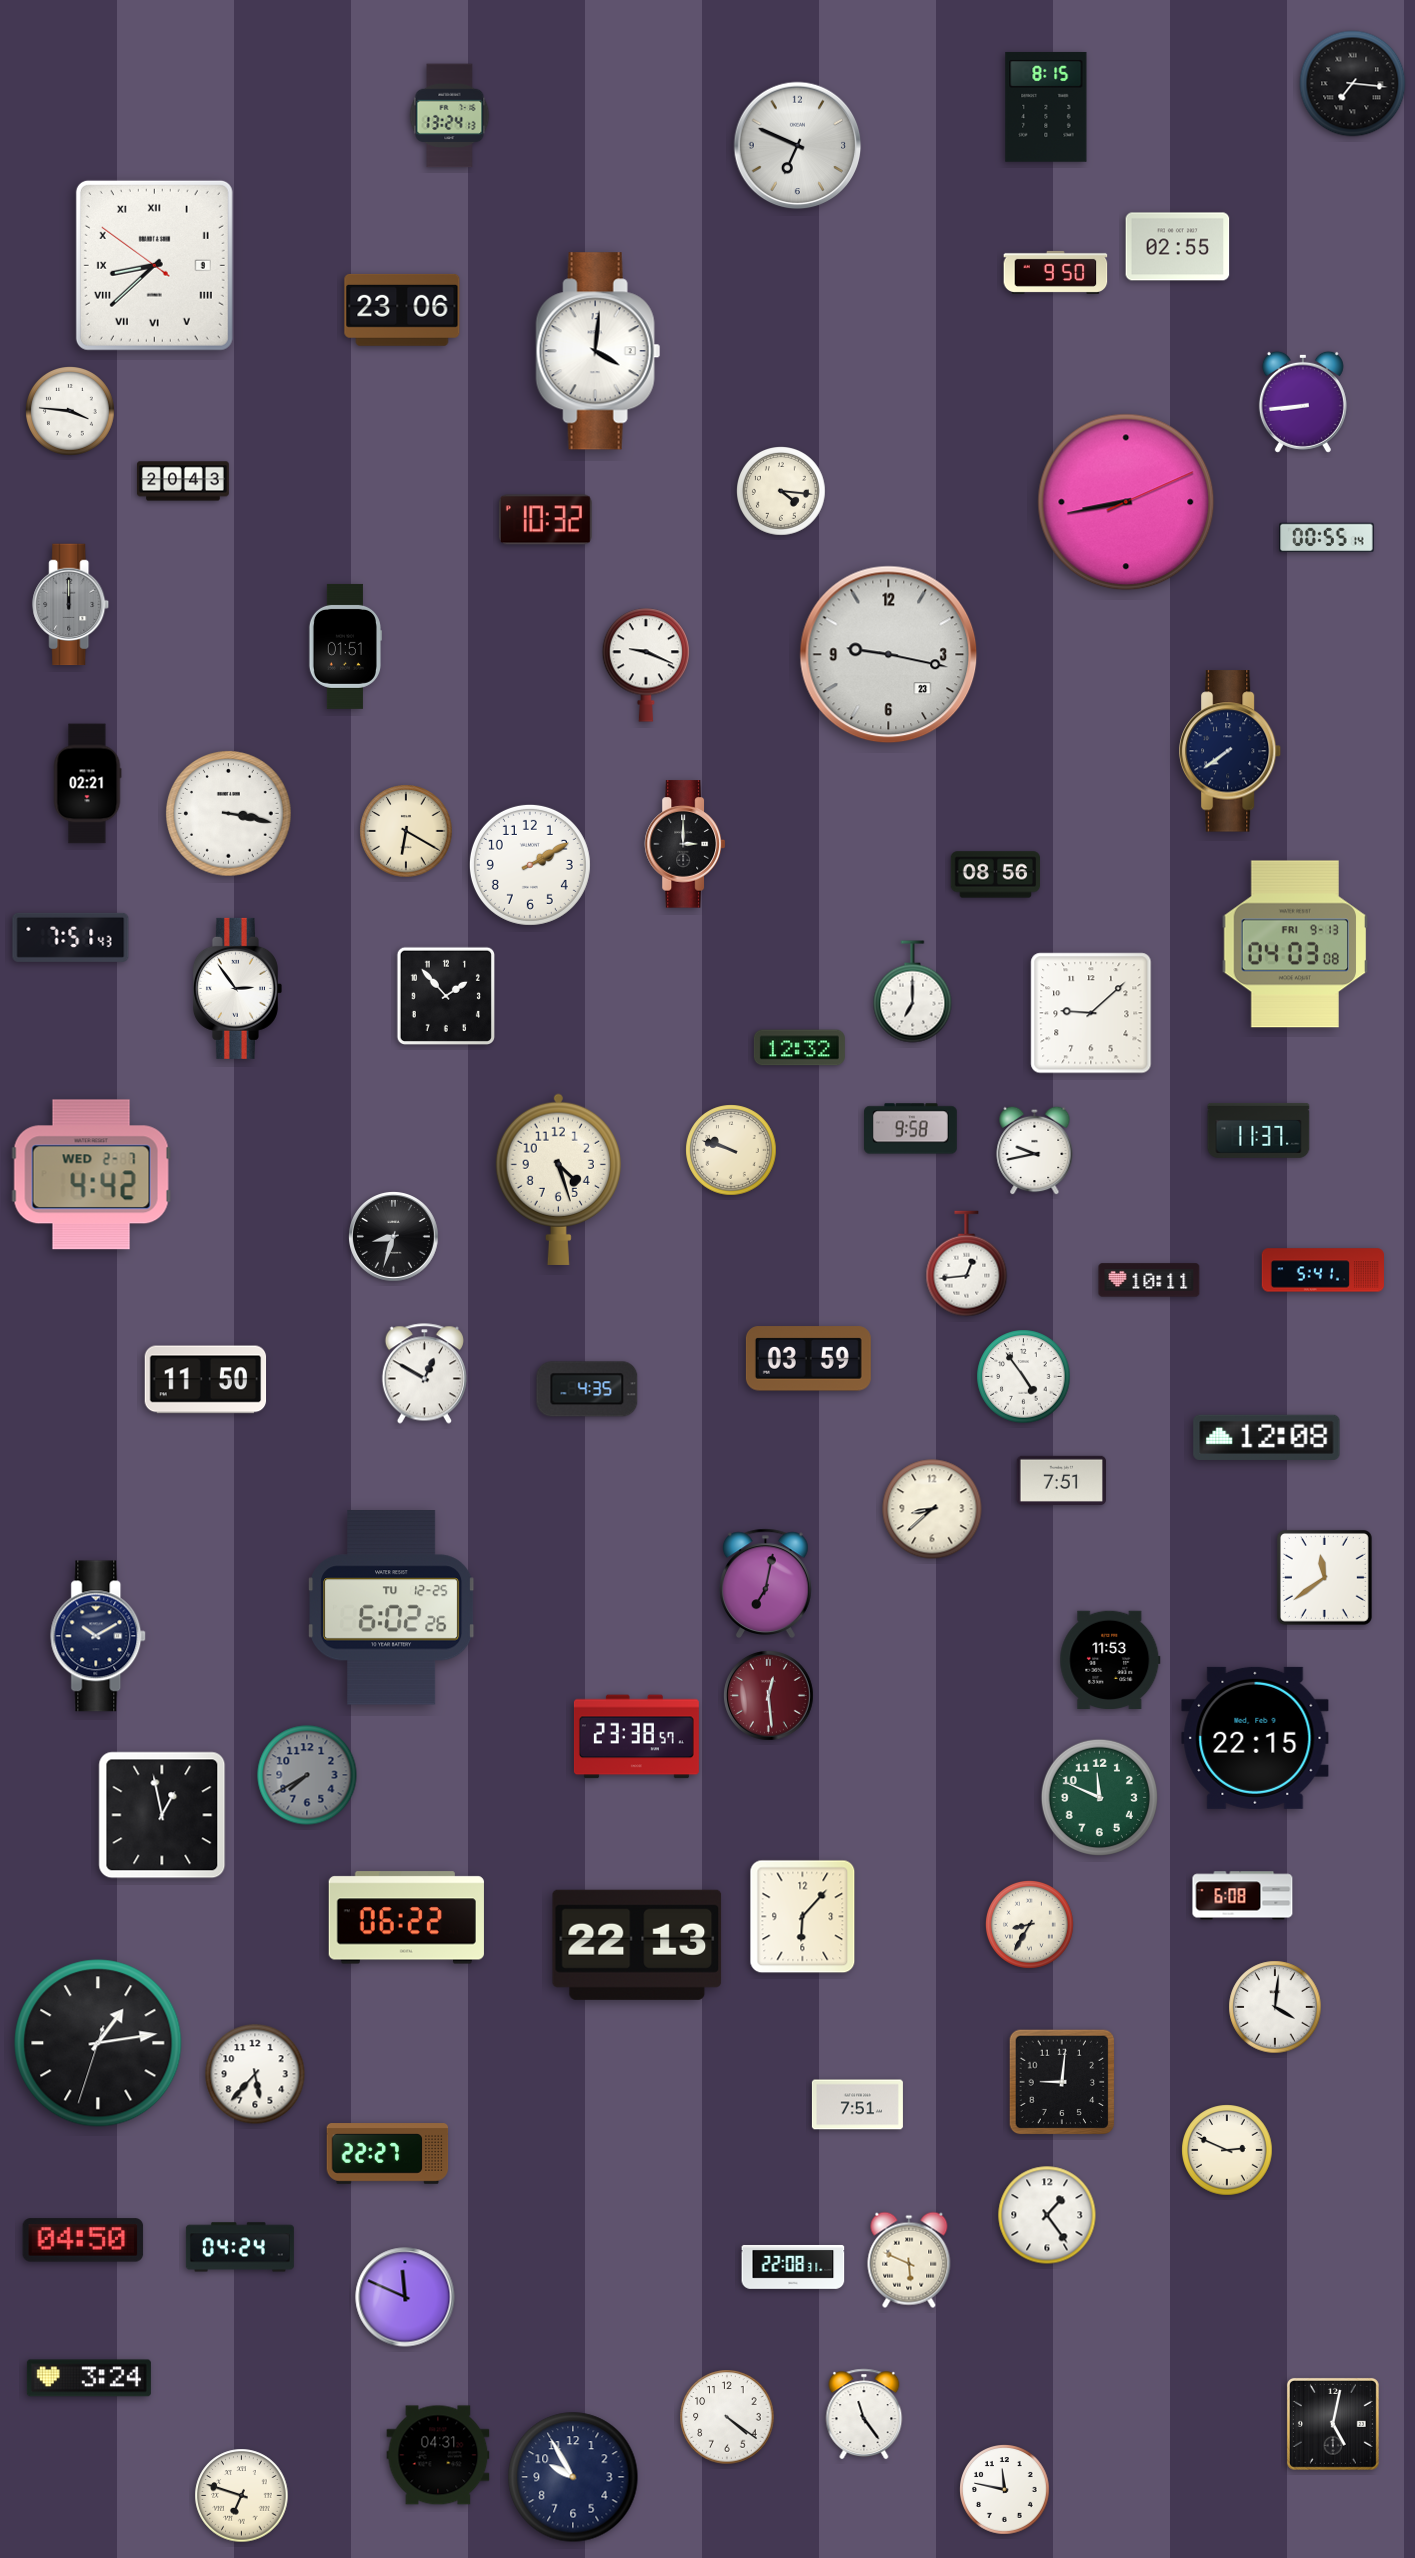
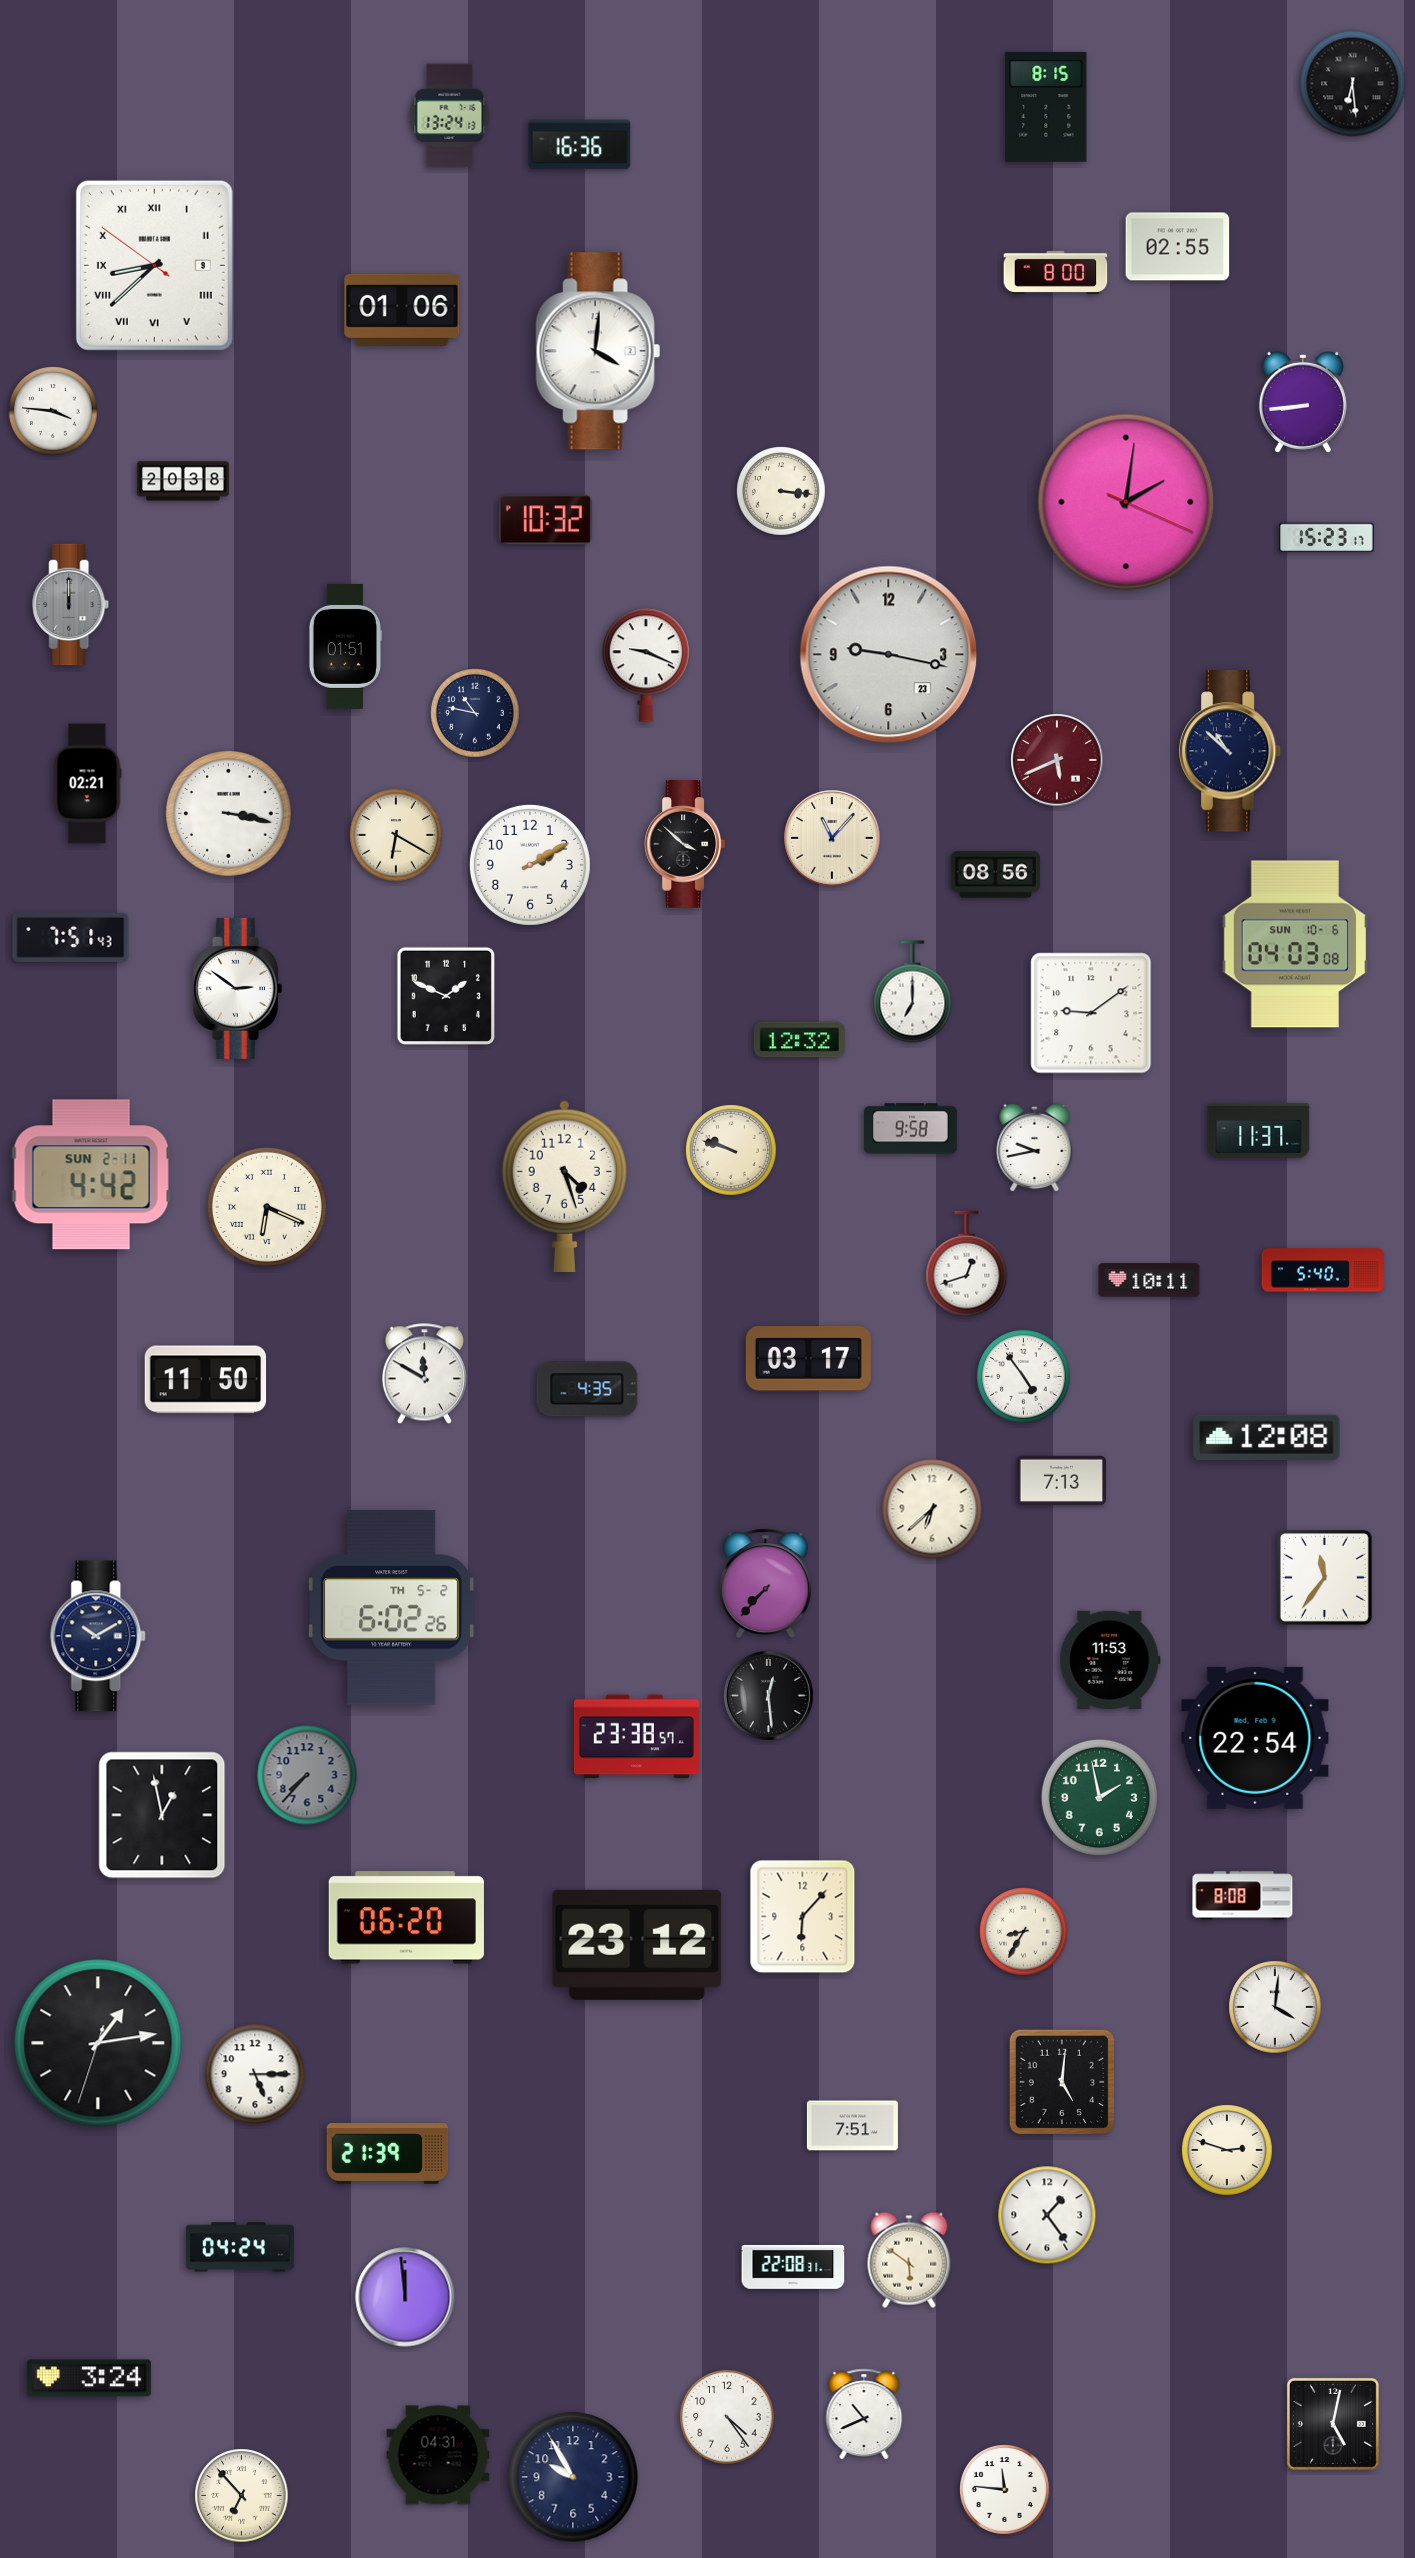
clock at (1353, 84): 7:16 -> 6:29
clock at (580, 145): none -> 16:36
clock at (798, 146): 6:49 -> none
clock at (1056, 272): 9:50 -> 8:00
clock at (402, 310): 23:06 -> 01:06
clock at (71, 412) position: (71, 412) -> (54, 412)
clock at (183, 481): 20:43 -> 20:38
clock at (782, 492): 4:16 -> 3:16
clock at (1126, 502): 8:43 -> 2:01
clock at (1327, 538): 00:55 -> 15:23
clock at (476, 714): none -> 10:47
clock at (1230, 751): 7:39 -> 10:52
clock at (1057, 760): none -> 5:41
clock at (406, 831) position: (406, 831) -> (396, 835)
clock at (832, 838): none -> 11:07
clock at (684, 844): 3:00 -> 3:52
clock at (1295, 944) date: FRI 9-13 -> SUN 10-6
clock at (237, 988): 2:54 -> 2:51
clock at (445, 995): 1:53 -> 1:49
clock at (1091, 1013): 9:08 -> 9:09
clock at (799, 1048) position: (799, 1048) -> (799, 1040)
clock at (1035, 1150) position: (1035, 1150) -> (1035, 1147)
clock at (91, 1175) date: WED 2-7 -> SUN 2-11
clock at (558, 1179) position: (558, 1179) -> (564, 1186)
clock at (267, 1207): none -> 6:19
clock at (394, 1237): 8:33 -> none
clock at (967, 1264): 12:44 -> 12:42
clock at (1323, 1270): 5:41 -> 5:40
clock at (808, 1359): 03:59 -> 03:17
clock at (424, 1374): 12:50 -> 11:50
clock at (1061, 1480): 7:51 -> 7:13
clock at (932, 1509): 8:38 -> 6:38
clock at (1324, 1577): 11:39 -> 11:36
clock at (766, 1583): 7:02 -> 7:37
clock at (392, 1608) date: TU 12-25 -> TH 5-2
clock at (769, 1696) dial: burgundy -> black
clock at (1255, 1738): 22:15 -> 22:54
clock at (307, 1775): 7:40 -> 7:37
clock at (1099, 1797): 11:49 -> 1:58
clock at (1243, 1896): 6:08 -> 8:08
clock at (406, 1918): 06:22 -> 06:20
clock at (1029, 1924) position: (1029, 1924) -> (1023, 1931)
clock at (637, 1945): 22:13 -> 23:12
clock at (255, 2074): 5:37 -> 5:15
clock at (1062, 2082): 9:01 -> 5:01
clock at (857, 2105) position: (857, 2105) -> (852, 2126)
clock at (1227, 2150): 2:49 -> 2:48
clock at (388, 2154): 22:27 -> 21:39
clock at (83, 2240): 04:50 -> none
clock at (909, 2260): 5:49 -> 5:51
clock at (405, 2297): 11:49 -> 11:59
clock at (864, 2414): 11:24 -> 10:41
clock at (727, 2417): 4:21 -> 4:24
clock at (1005, 2490): 11:47 -> 11:46
clock at (242, 2496): 6:48 -> 6:53
